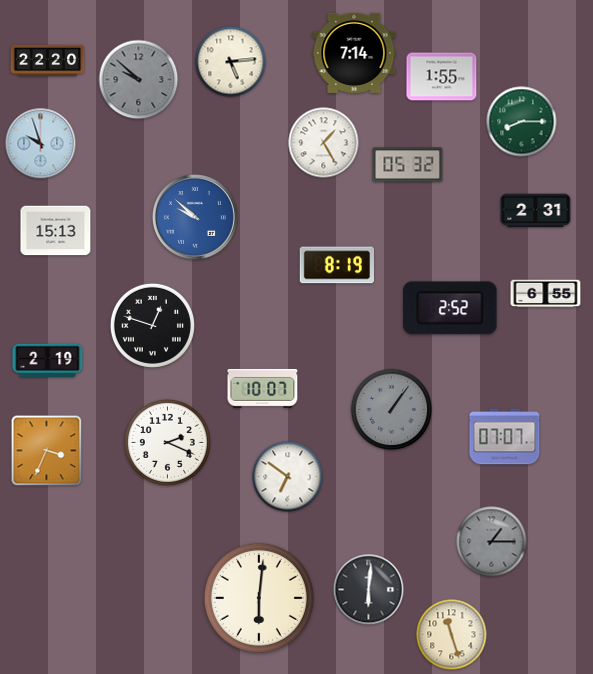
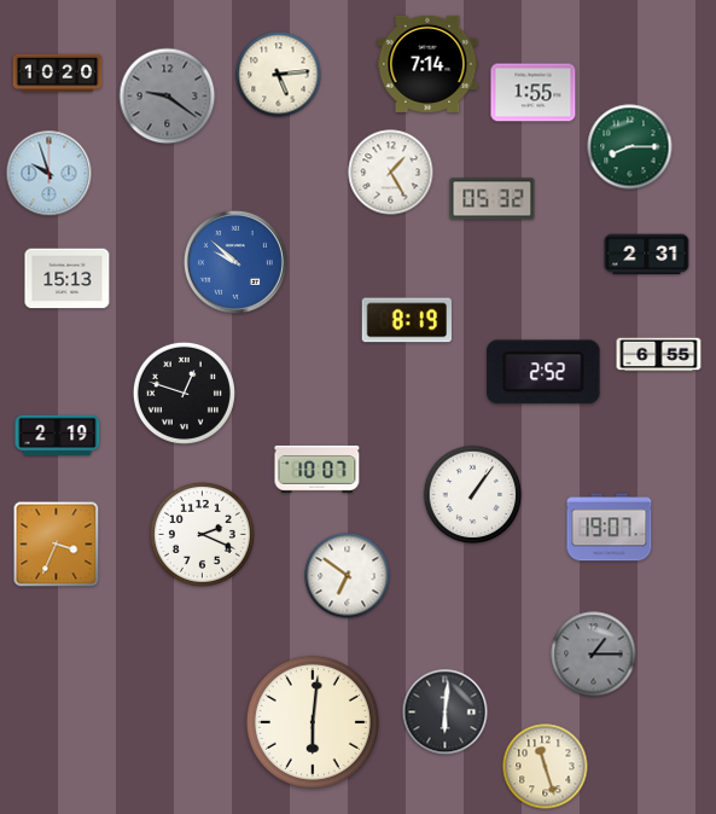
clock at (48, 61): 22:20 -> 10:20
clock at (139, 80): 9:52 -> 9:21
clock at (392, 410) dial: grey -> white
clock at (505, 437): 07:07 -> 19:07
